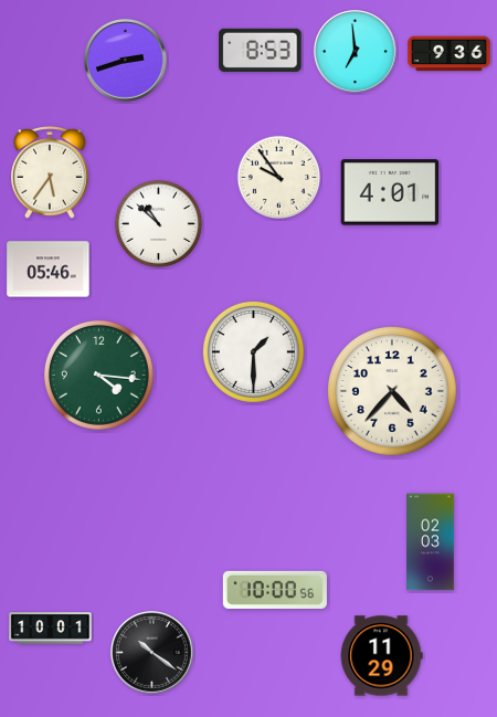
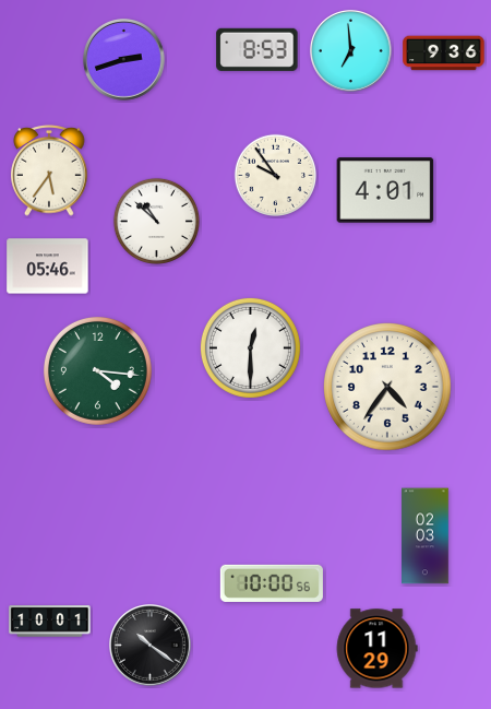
clock at (253, 351): 1:30 -> 12:30
clock at (392, 391): 4:37 -> 4:36
